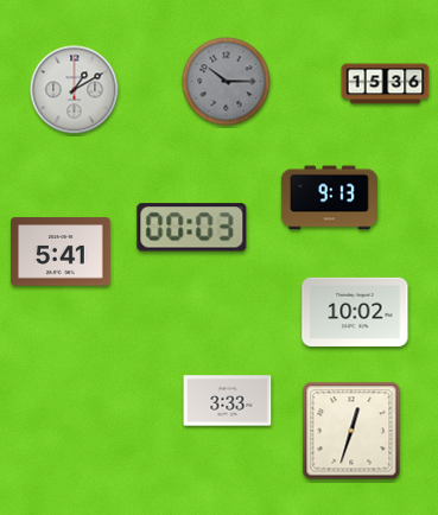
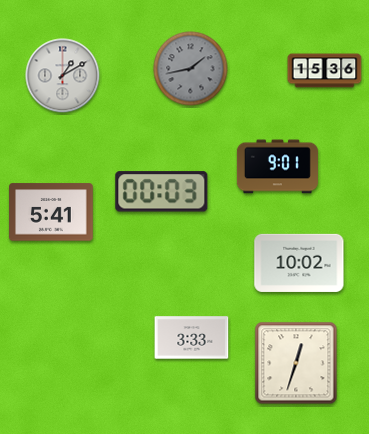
clock at (227, 82): 10:15 -> 1:43
clock at (329, 198): 9:13 -> 9:01
